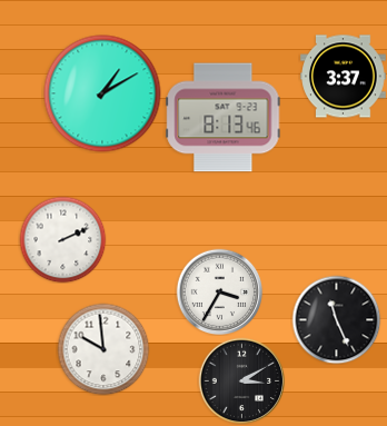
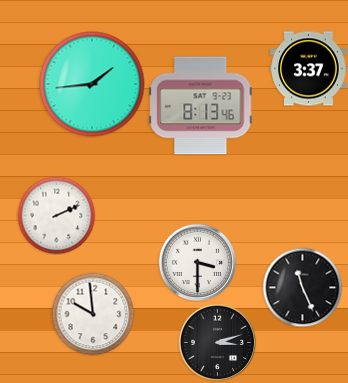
clock at (102, 93): 1:10 -> 1:44
clock at (219, 291): 3:35 -> 3:30
clock at (241, 380): 3:10 -> 3:12
